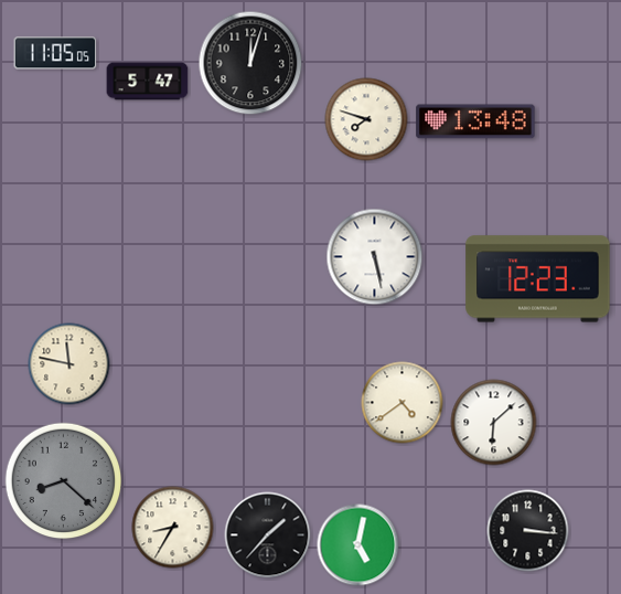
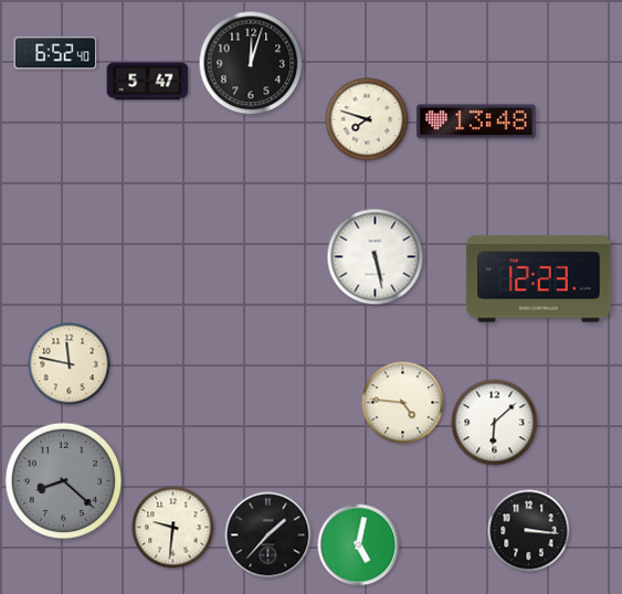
clock at (55, 53): 11:05 -> 6:52
clock at (403, 403): 4:39 -> 4:46
clock at (173, 528): 8:35 -> 9:31
